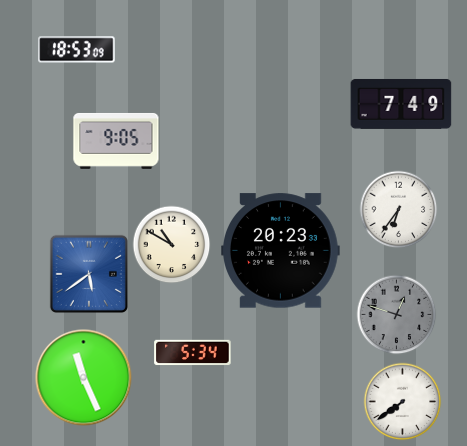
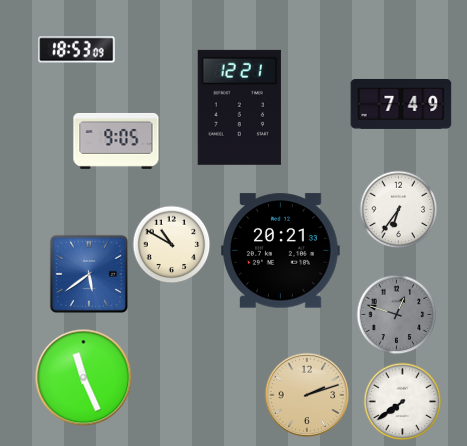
clock at (239, 107): none -> 12:21
clock at (281, 251): 20:23 -> 20:21
clock at (193, 353): 5:34 -> none
clock at (307, 395): none -> 2:12
